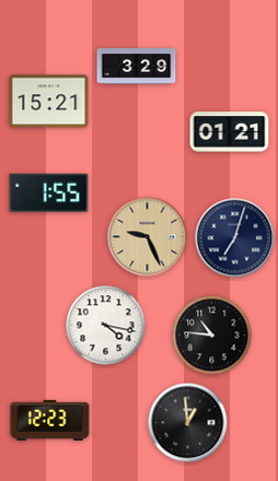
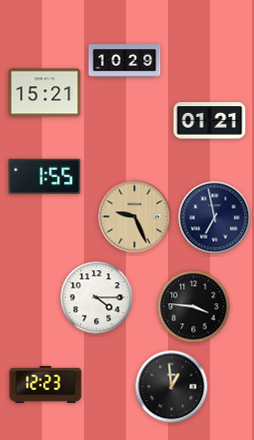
clock at (137, 67): 3:29 -> 10:29
clock at (235, 238): 7:03 -> 6:58
clock at (106, 326): 4:17 -> 4:15
clock at (212, 336): 10:46 -> 3:46
